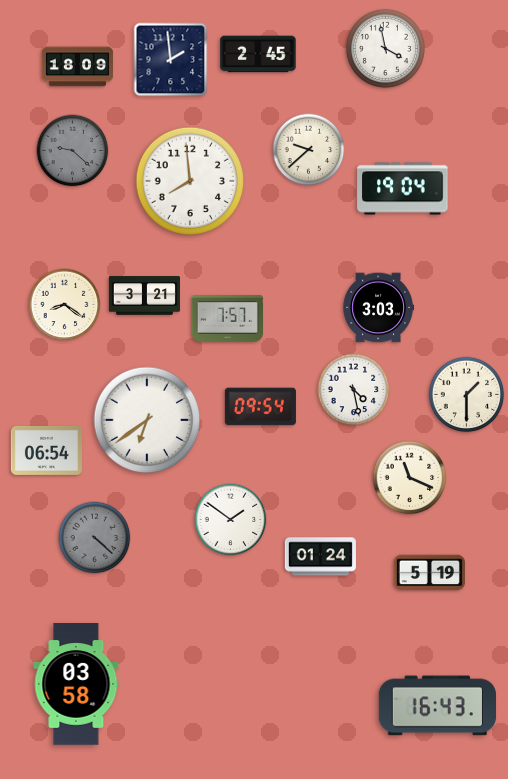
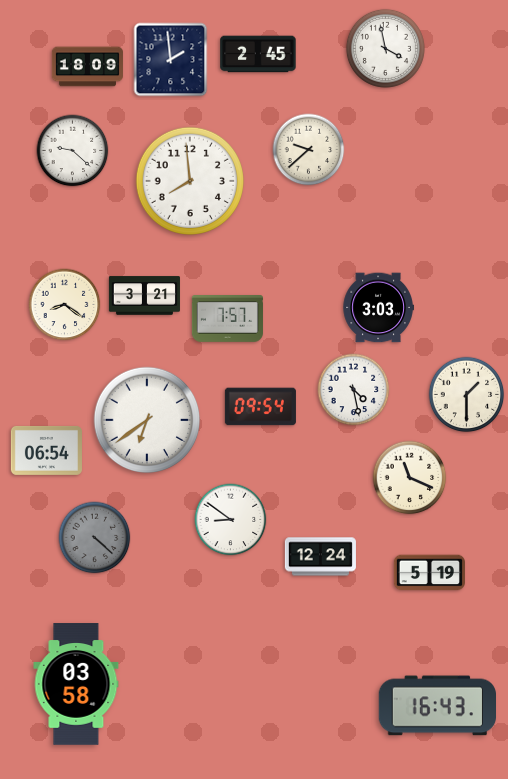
clock at (77, 67) position: (77, 67) -> (87, 67)
clock at (73, 151) dial: grey -> white
clock at (403, 189): 19:04 -> none
clock at (231, 520): 1:51 -> 8:51
clock at (320, 557): 01:24 -> 12:24
